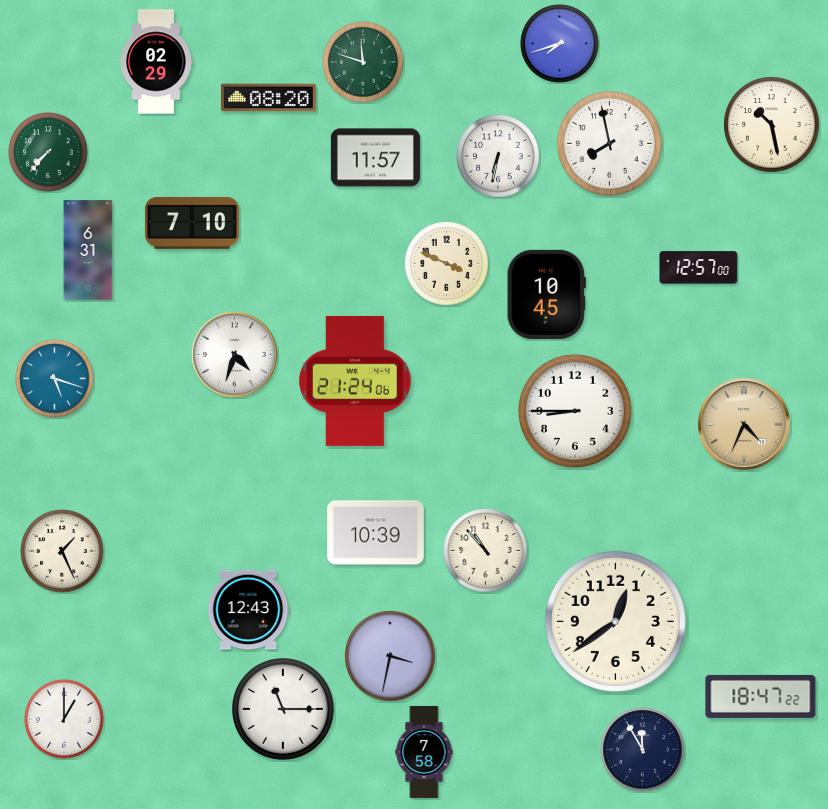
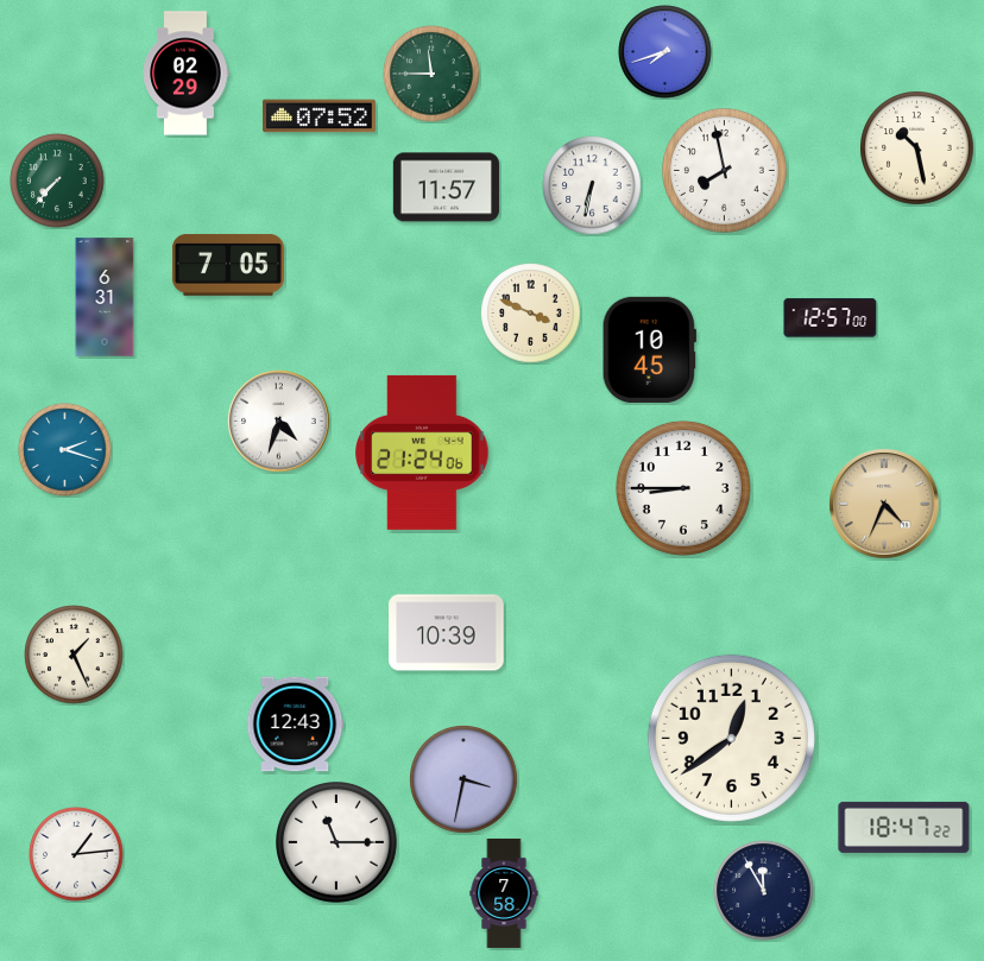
clock at (363, 62): 11:48 -> 11:45
clock at (268, 98): 08:20 -> 07:52
clock at (192, 223): 7:10 -> 7:05
clock at (55, 379): 5:18 -> 2:18
clock at (486, 551): 10:53 -> none
clock at (64, 719): 1:00 -> 1:14
